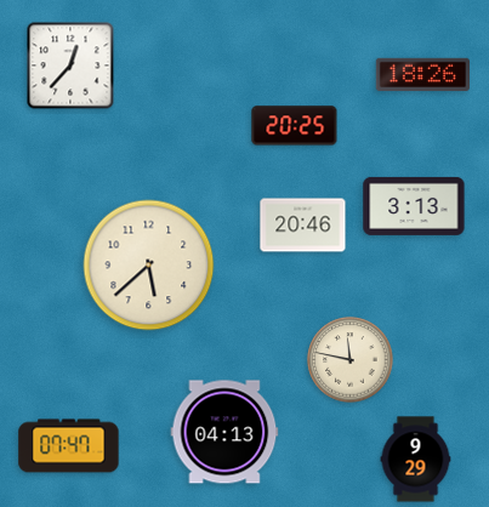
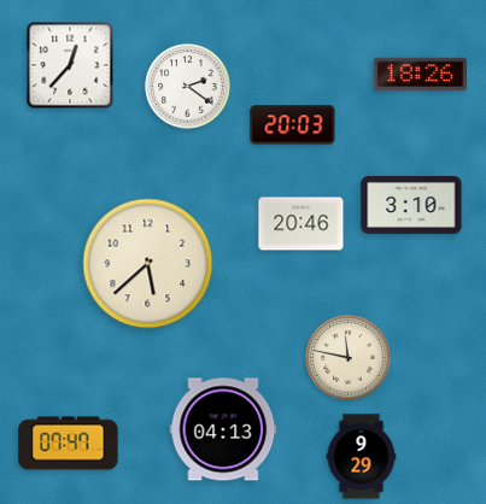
clock at (188, 87): none -> 2:21
clock at (295, 126): 20:25 -> 20:03
clock at (414, 206): 3:13 -> 3:10
clock at (416, 460) position: (416, 460) -> (362, 457)
